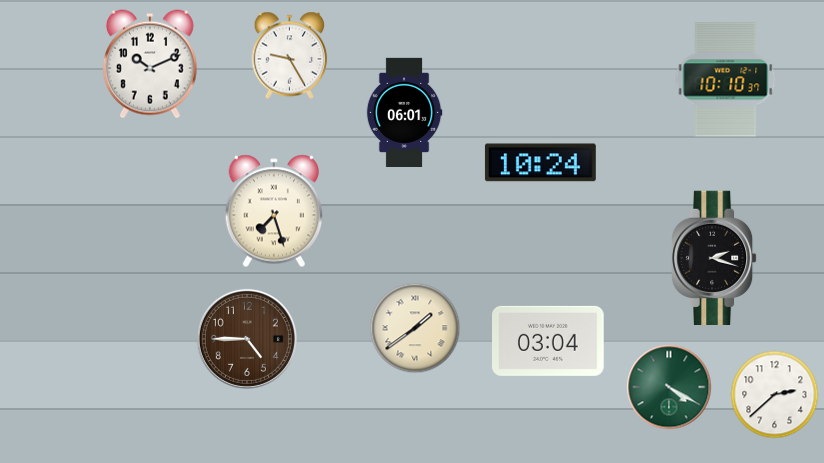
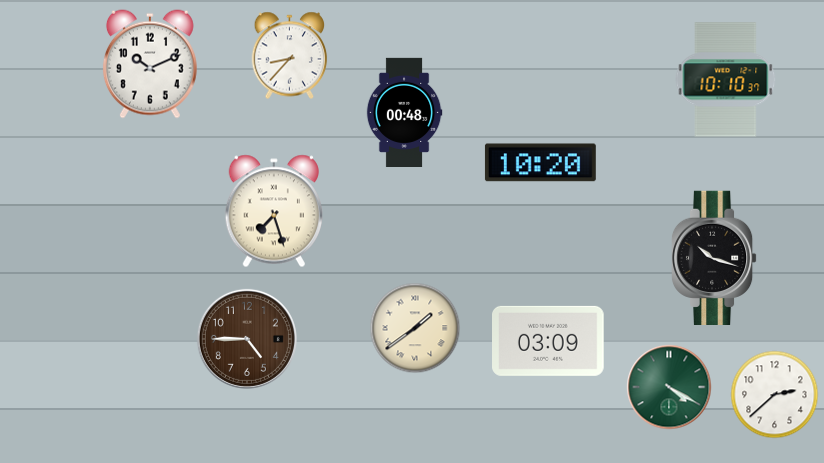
clock at (290, 56): 9:25 -> 8:37
clock at (404, 112): 06:01 -> 00:48
clock at (540, 163): 10:24 -> 10:20
clock at (714, 257): 2:18 -> 10:18
clock at (549, 341): 03:04 -> 03:09
